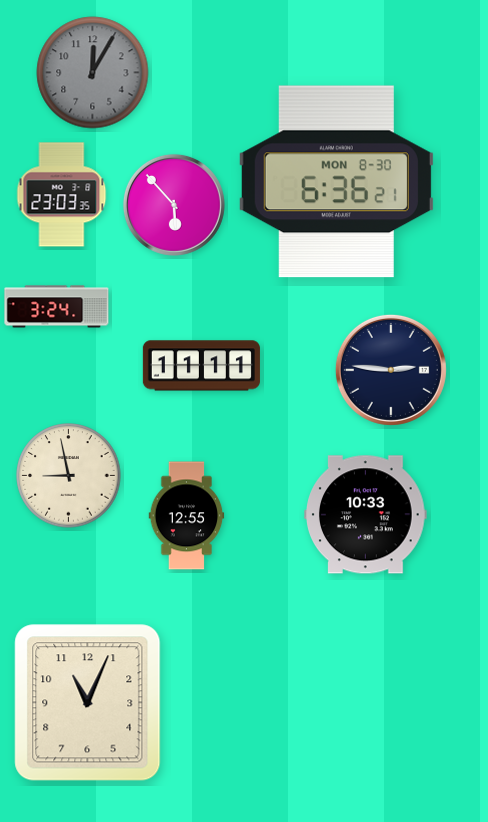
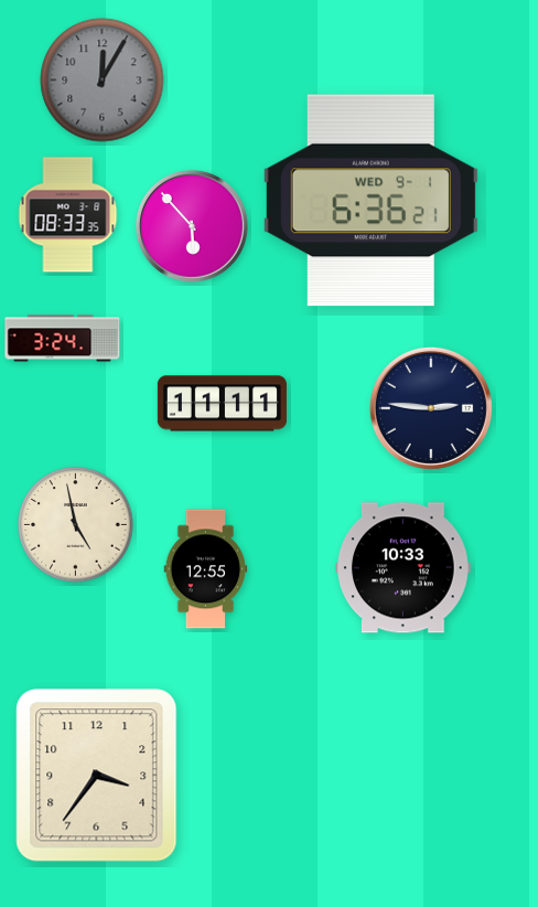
clock at (336, 182) date: MON 8-30 -> WED 9-1
clock at (62, 195): 23:03 -> 08:33
clock at (69, 476): 8:58 -> 4:58
clock at (88, 703): 11:04 -> 3:36
